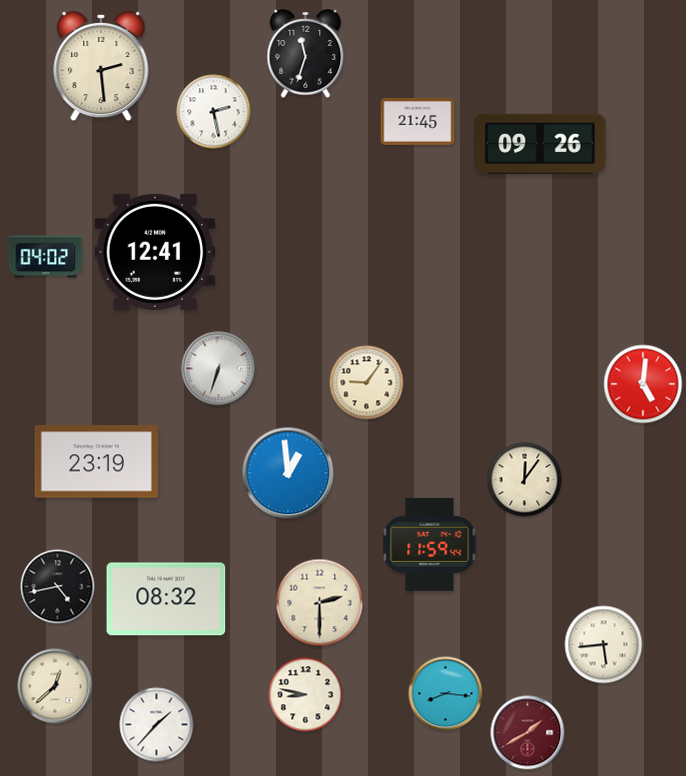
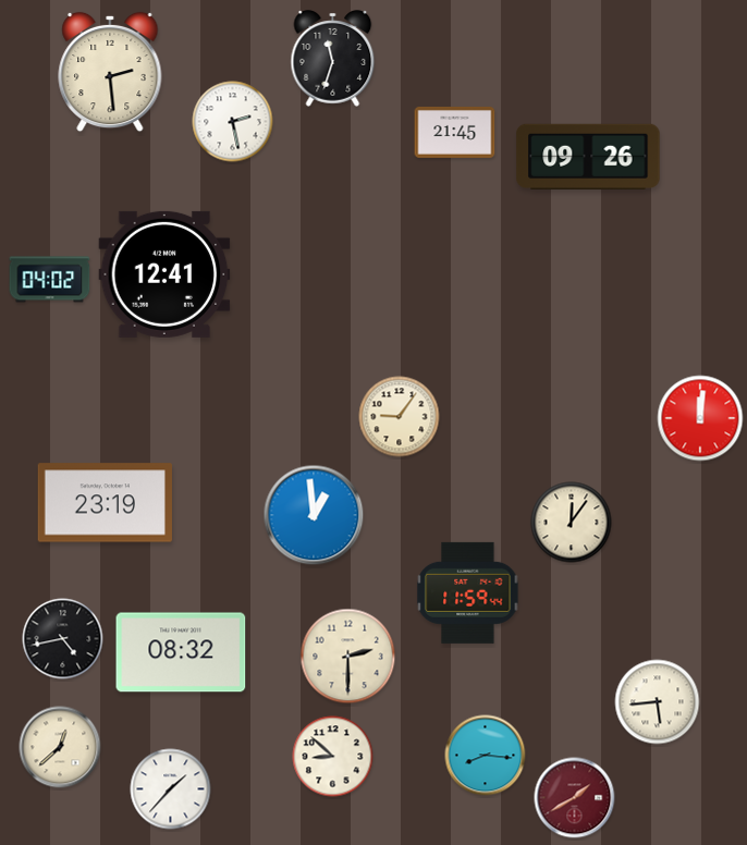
clock at (155, 252) position: (155, 252) -> (164, 274)
clock at (219, 369): 6:33 -> none
clock at (643, 384): 5:01 -> 12:01
clock at (306, 695): 8:47 -> 8:52
